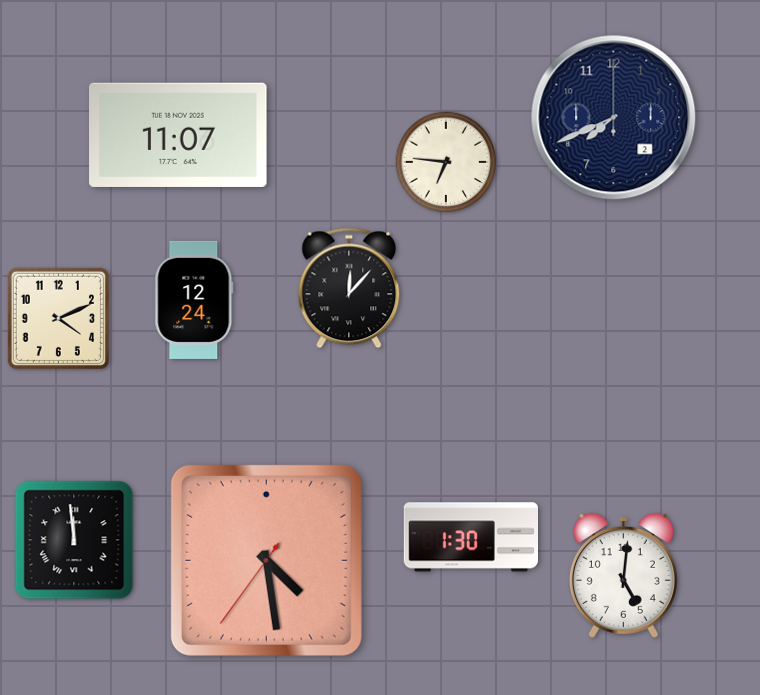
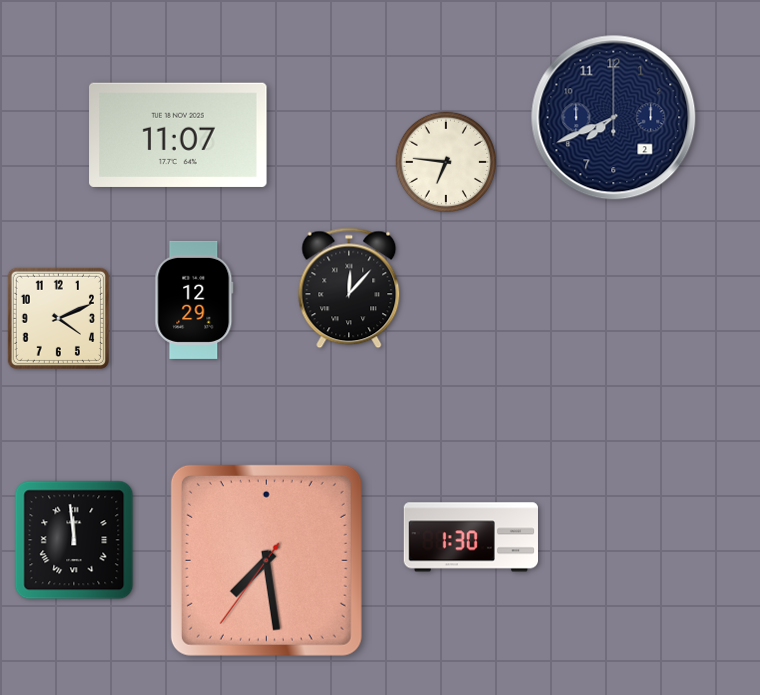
clock at (194, 300): 12:24 -> 12:29
clock at (266, 560): 4:28 -> 7:28
clock at (623, 575): 5:01 -> none
